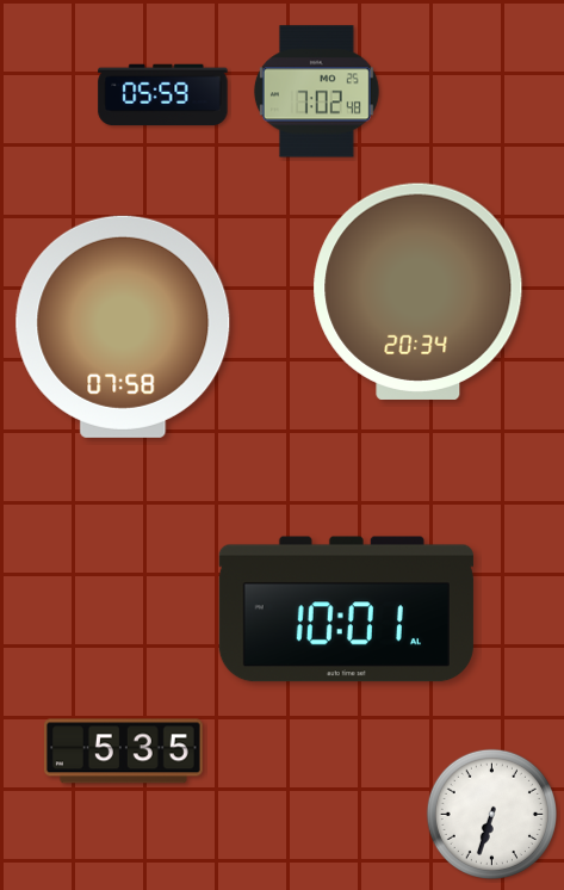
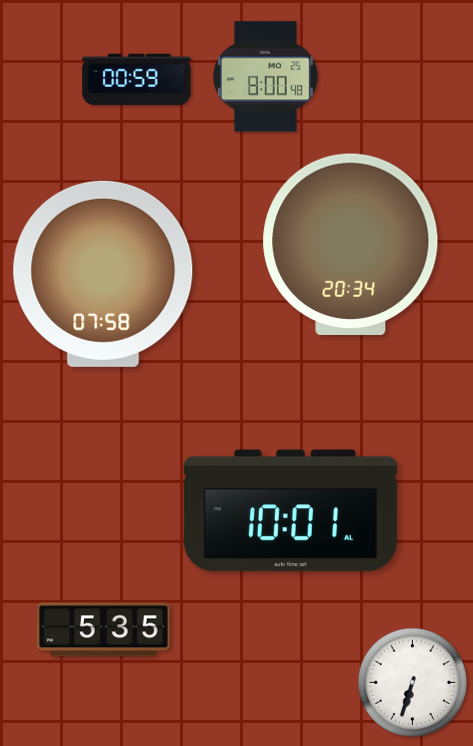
clock at (316, 92): 7:02 -> 8:00
clock at (163, 95): 05:59 -> 00:59
